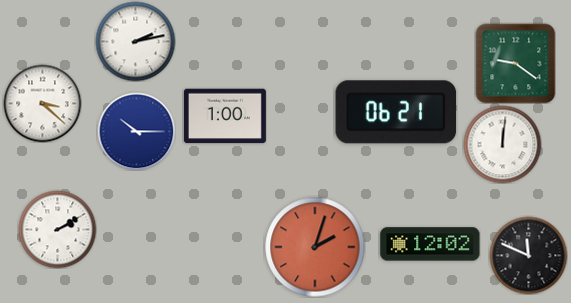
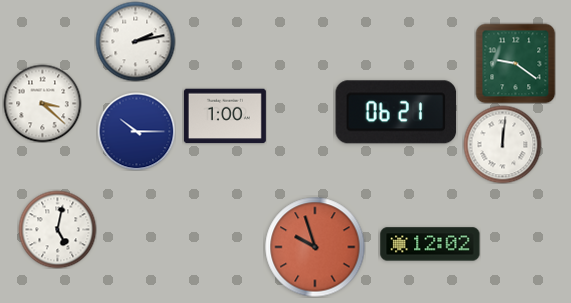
clock at (57, 229): 2:10 -> 5:02
clock at (315, 247): 2:03 -> 9:57
clock at (528, 255): 11:49 -> none
